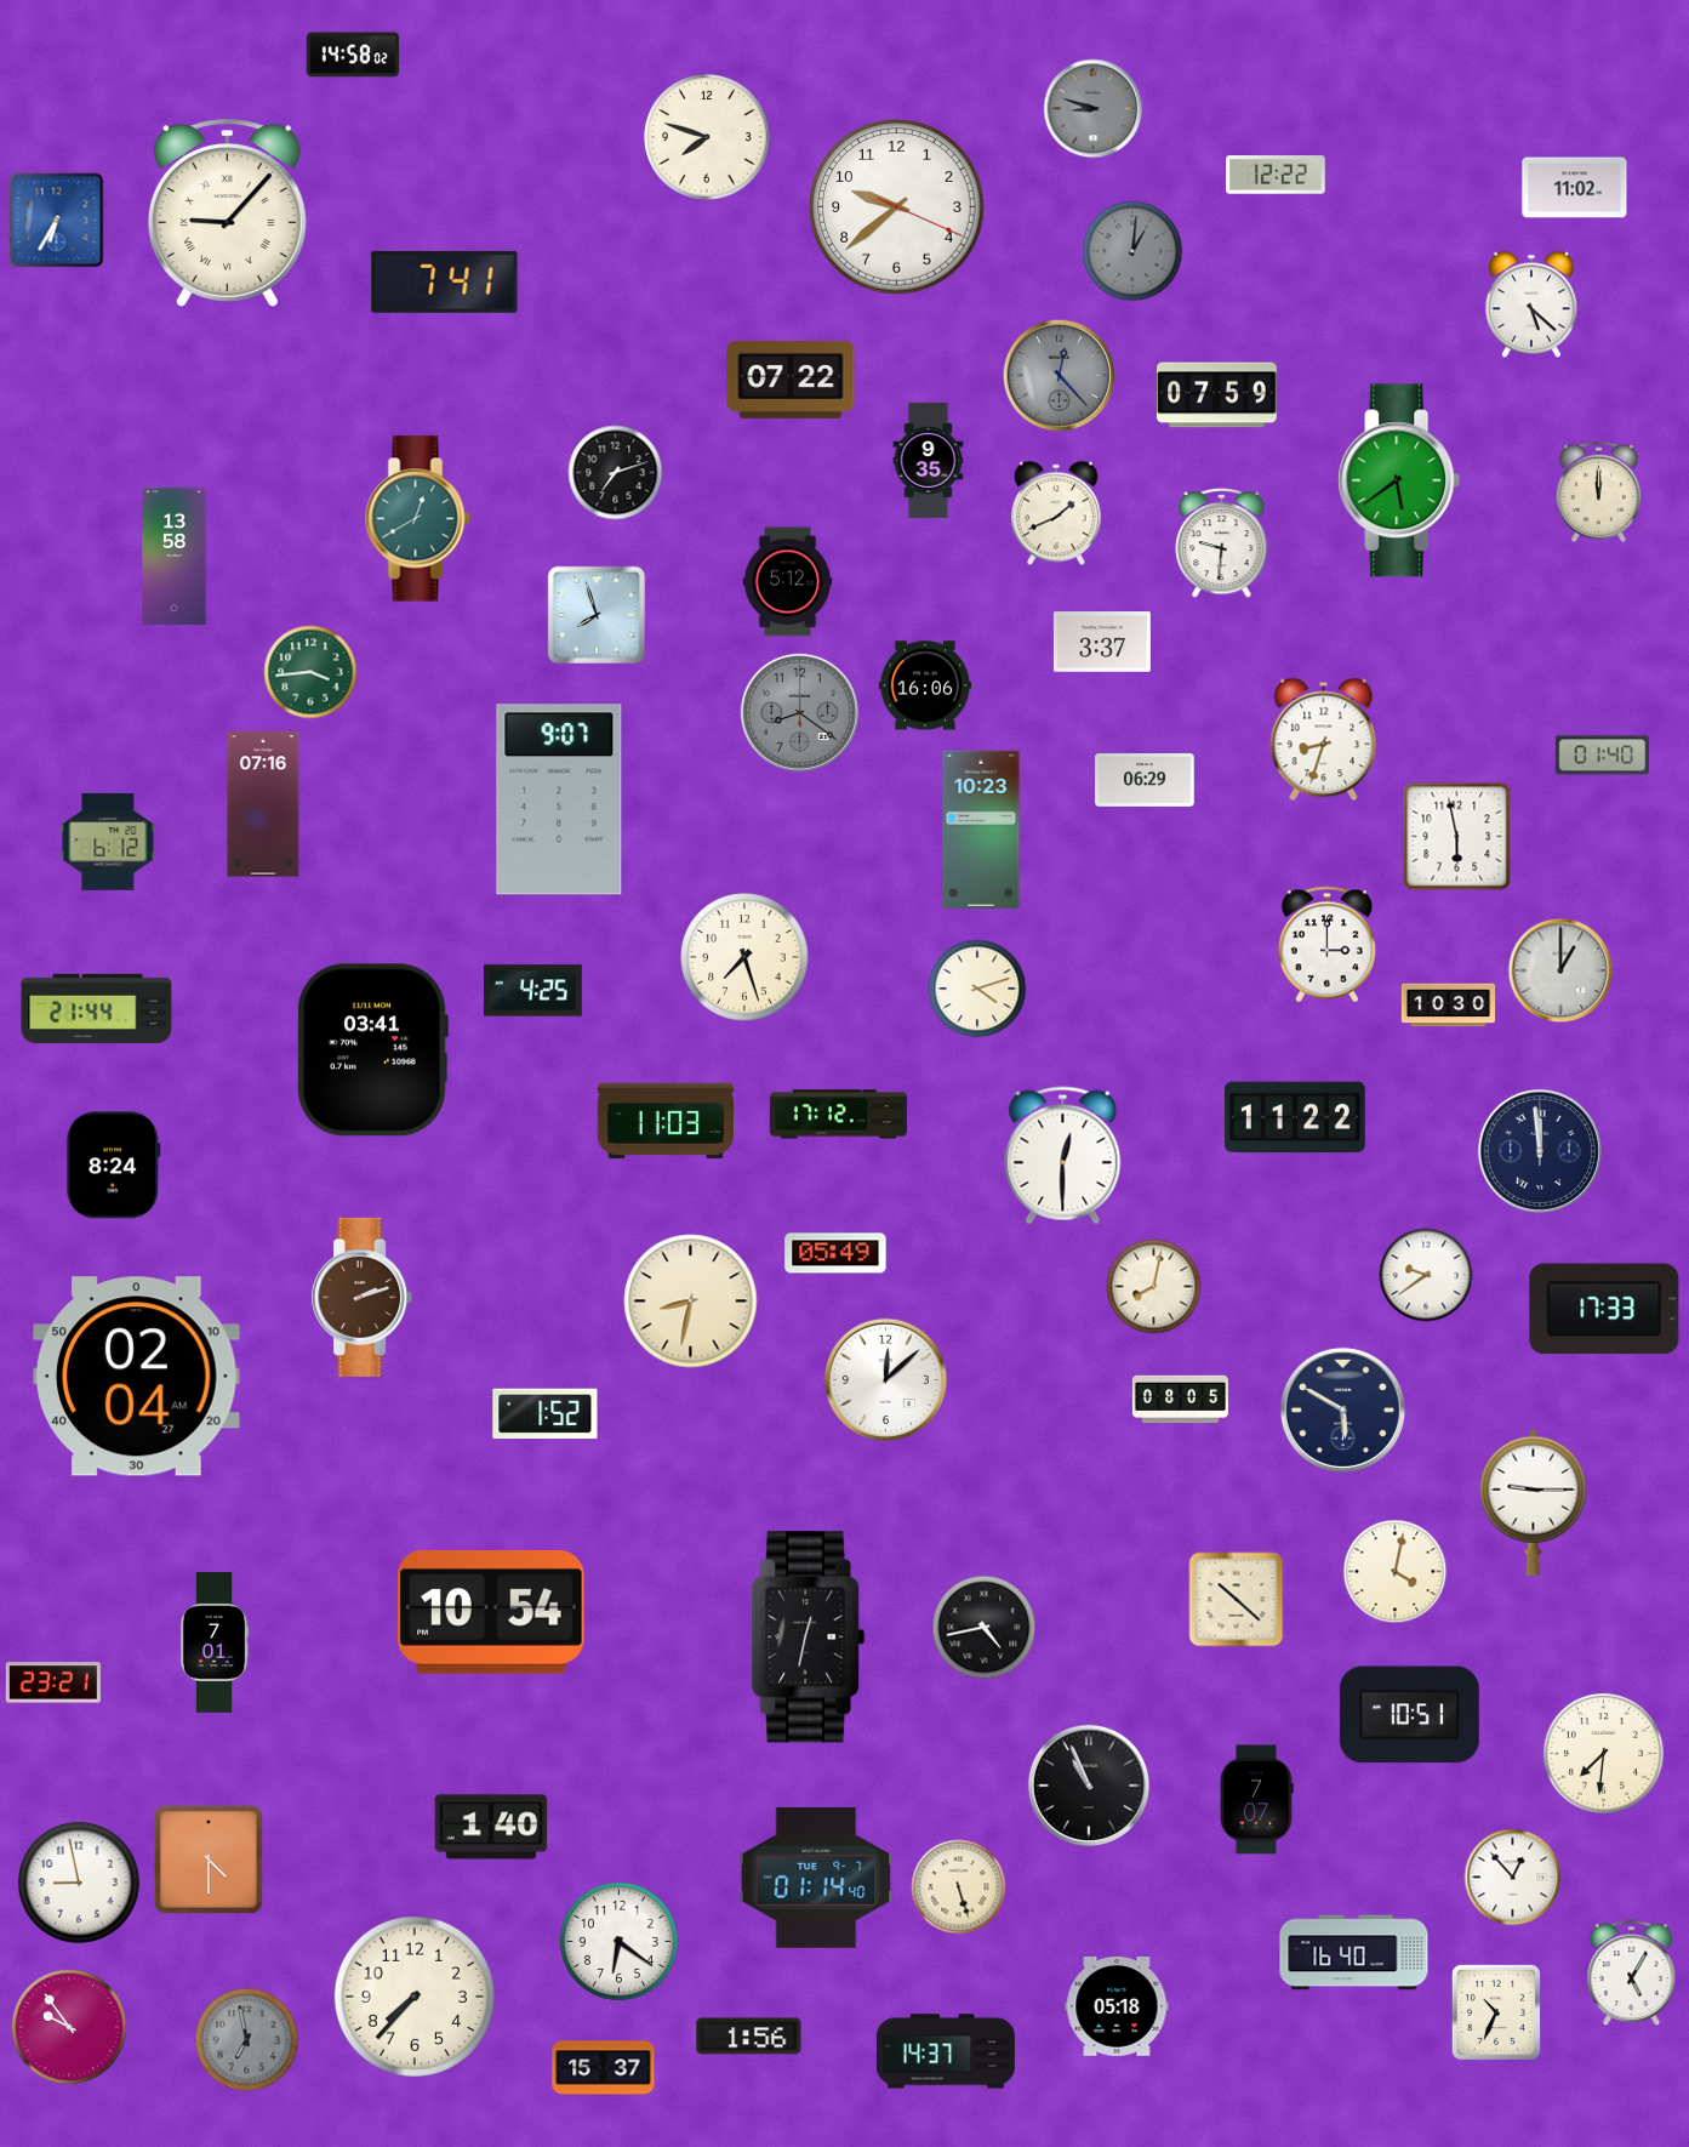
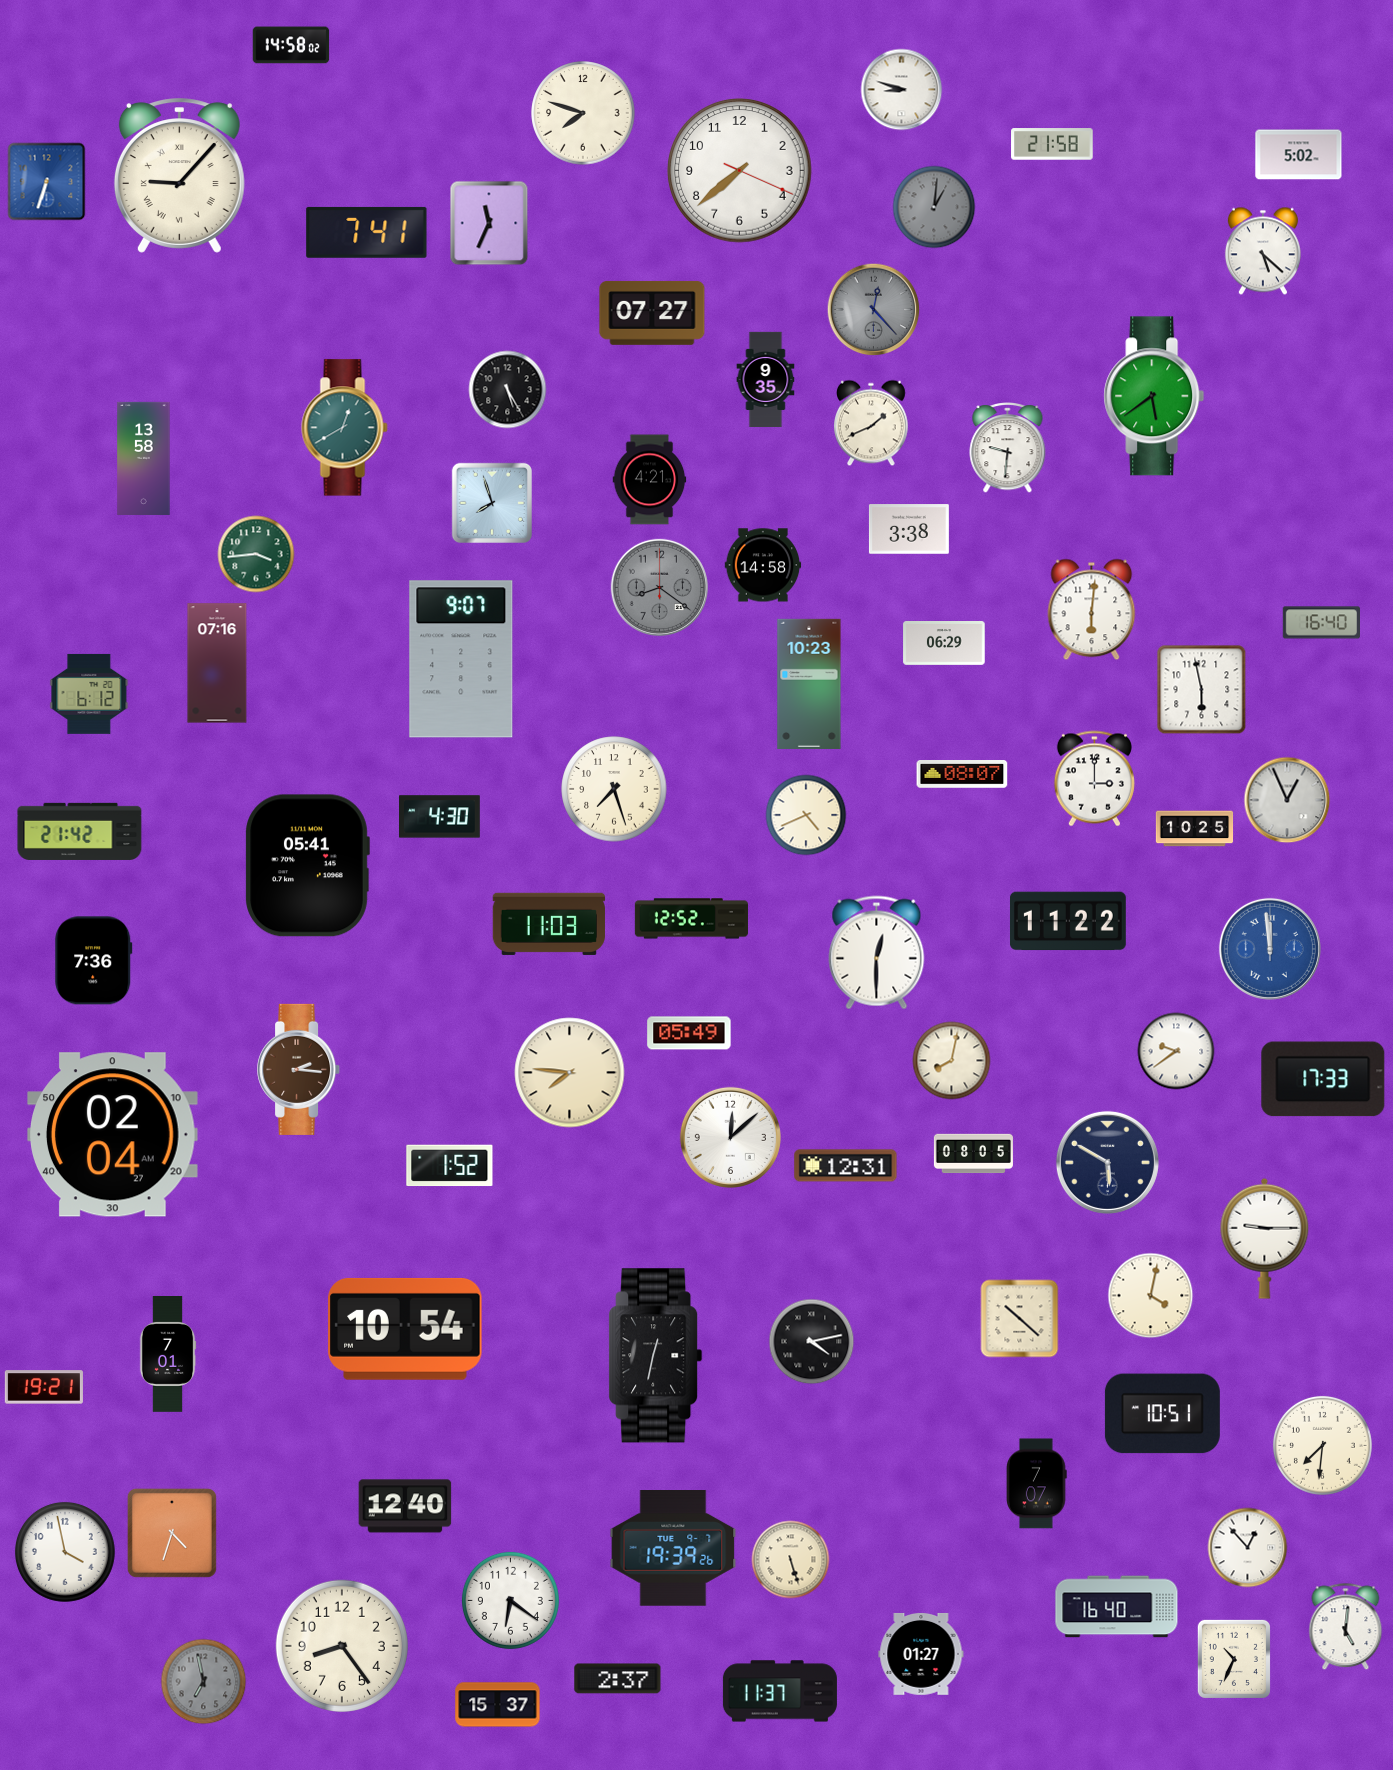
clock at (1094, 109) dial: grey -> white
clock at (1276, 175): 12:22 -> 21:58
clock at (1575, 188): 11:02 -> 5:02
clock at (897, 207): 9:38 -> 7:38
clock at (227, 213) position: (227, 213) -> (179, 176)
clock at (57, 221): 6:35 -> 6:33
clock at (489, 223): none -> 11:34
clock at (791, 380): 07:22 -> 07:27
clock at (1217, 395): 07:59 -> none
clock at (616, 473): 7:12 -> 5:25
clock at (1598, 491): 12:00 -> none
clock at (788, 582): 5:12 -> 4:21
clock at (597, 615) position: (597, 615) -> (492, 503)
clock at (1102, 642): 3:37 -> 3:38
clock at (925, 685): 16:06 -> 14:58
clock at (1324, 740): 8:33 -> 6:01
clock at (1602, 756): 01:40 -> 16:40
clock at (962, 775): none -> 08:07
clock at (1560, 970): 1:00 -> 12:56
clock at (977, 989): 4:12 -> 4:41
clock at (533, 991): 4:25 -> 4:30
clock at (1449, 1006): 10:30 -> 10:25
clock at (97, 1008): 21:44 -> 21:42
clock at (372, 1050): 03:41 -> 05:41
clock at (838, 1115): 17:12 -> 12:52
clock at (1540, 1151) dial: navy -> blue
clock at (114, 1166): 8:24 -> 7:36
clock at (363, 1297): 2:12 -> 2:16
clock at (691, 1302): 8:32 -> 7:46
clock at (846, 1166): none -> 12:31
clock at (985, 1628): 4:43 -> 4:13
clock at (809, 1638) position: (809, 1638) -> (656, 1356)
clock at (215, 1644) position: (215, 1644) -> (168, 1355)
clock at (53, 1682): 23:21 -> 19:21
clock at (1089, 1786): 10:56 -> none
clock at (491, 1827): 1:40 -> 12:40
clock at (209, 1860): 4:30 -> 4:33
clock at (816, 1878): 01:14 -> 19:39
clock at (79, 1883): 8:58 -> 3:58
clock at (959, 1887) position: (959, 1887) -> (791, 1560)
clock at (1354, 1953) position: (1354, 1953) -> (1117, 1607)
clock at (1632, 1974): 5:05 -> 5:01
clock at (415, 1997): 7:37 -> 8:24
clock at (1117, 2006): 05:18 -> 01:27
clock at (69, 2027): 9:54 -> none
clock at (749, 2037): 1:56 -> 2:37
clock at (946, 2051): 14:37 -> 11:37
